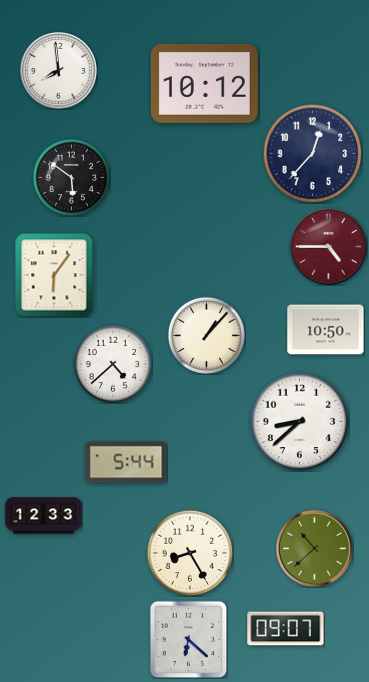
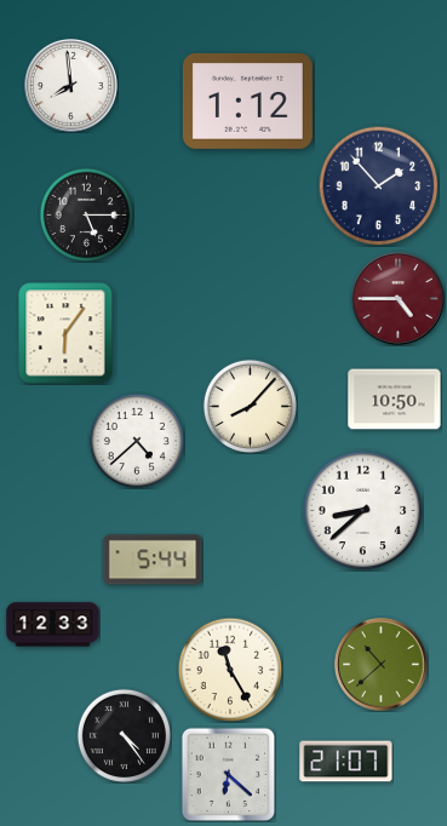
clock at (204, 84): 10:12 -> 1:12
clock at (313, 154): 12:37 -> 1:53
clock at (71, 177): 5:51 -> 5:15
clock at (206, 335): 1:07 -> 8:07
clock at (190, 553): 8:25 -> 11:25
clock at (124, 735): none -> 4:24
clock at (286, 629): 09:07 -> 21:07
